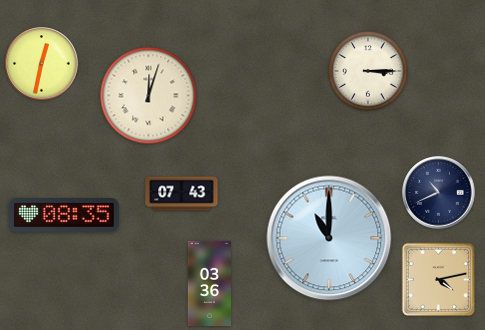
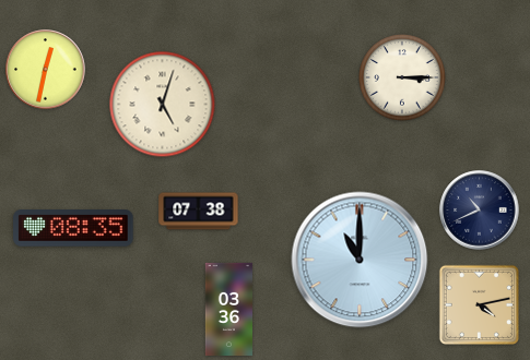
clock at (149, 96): 12:03 -> 5:03
clock at (182, 194): 07:43 -> 07:38
clock at (64, 215) position: (64, 215) -> (73, 228)
